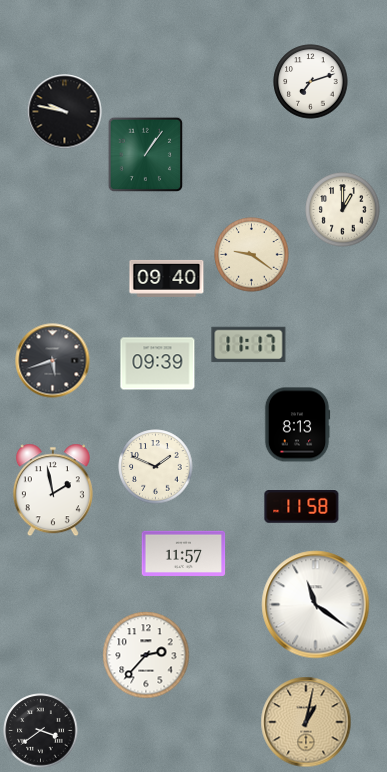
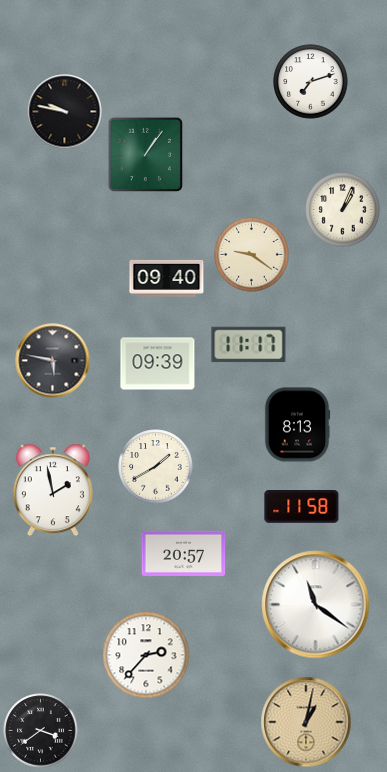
clock at (343, 210): 1:00 -> 1:04
clock at (53, 361): 5:42 -> 5:47
clock at (156, 467): 1:49 -> 1:40
clock at (184, 553): 11:57 -> 20:57
